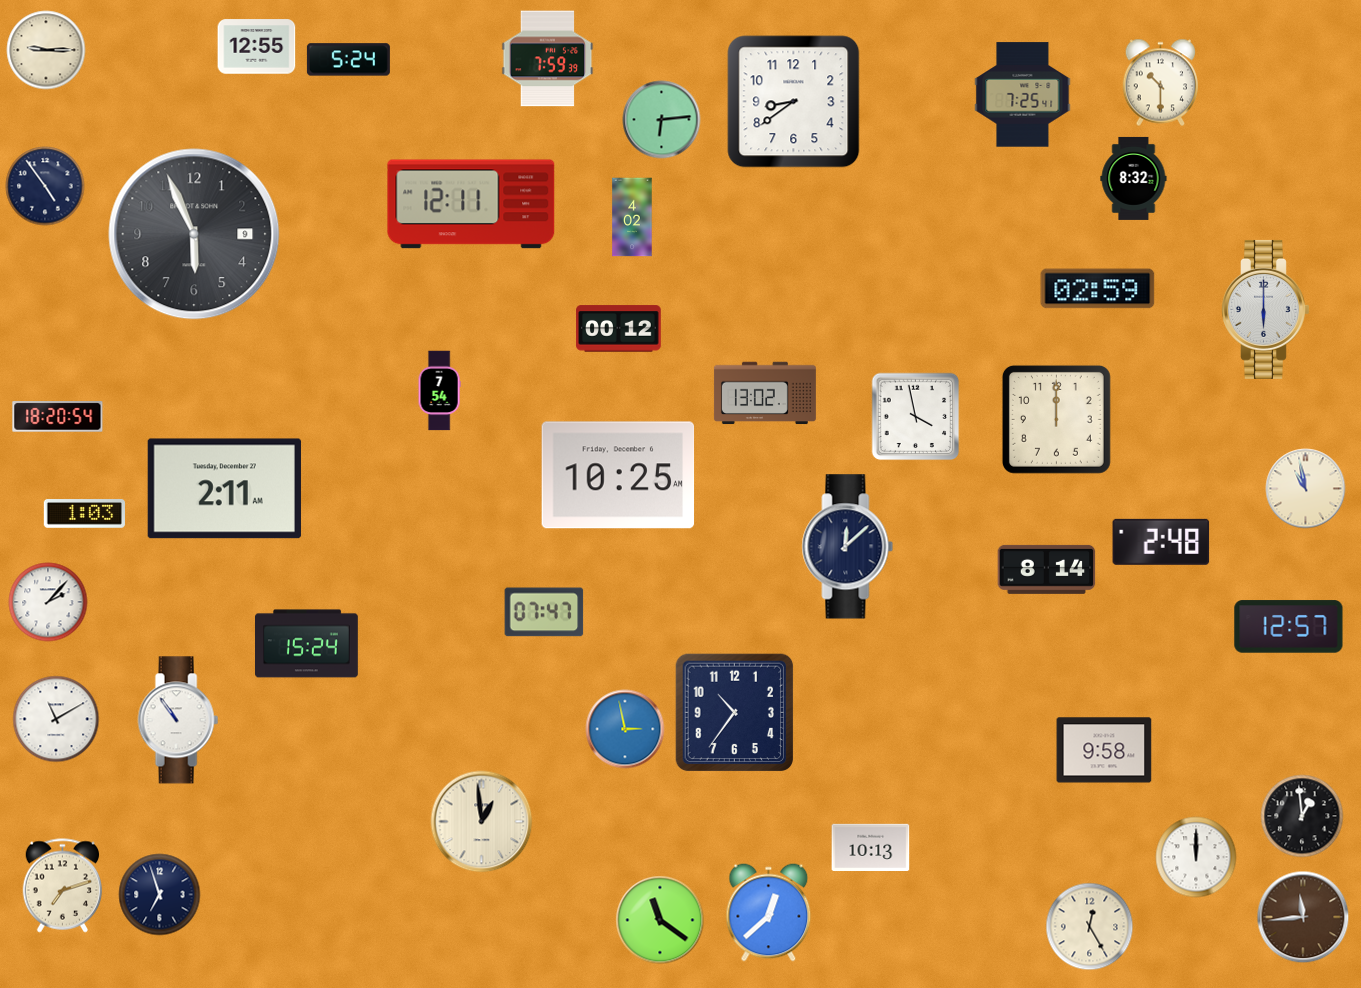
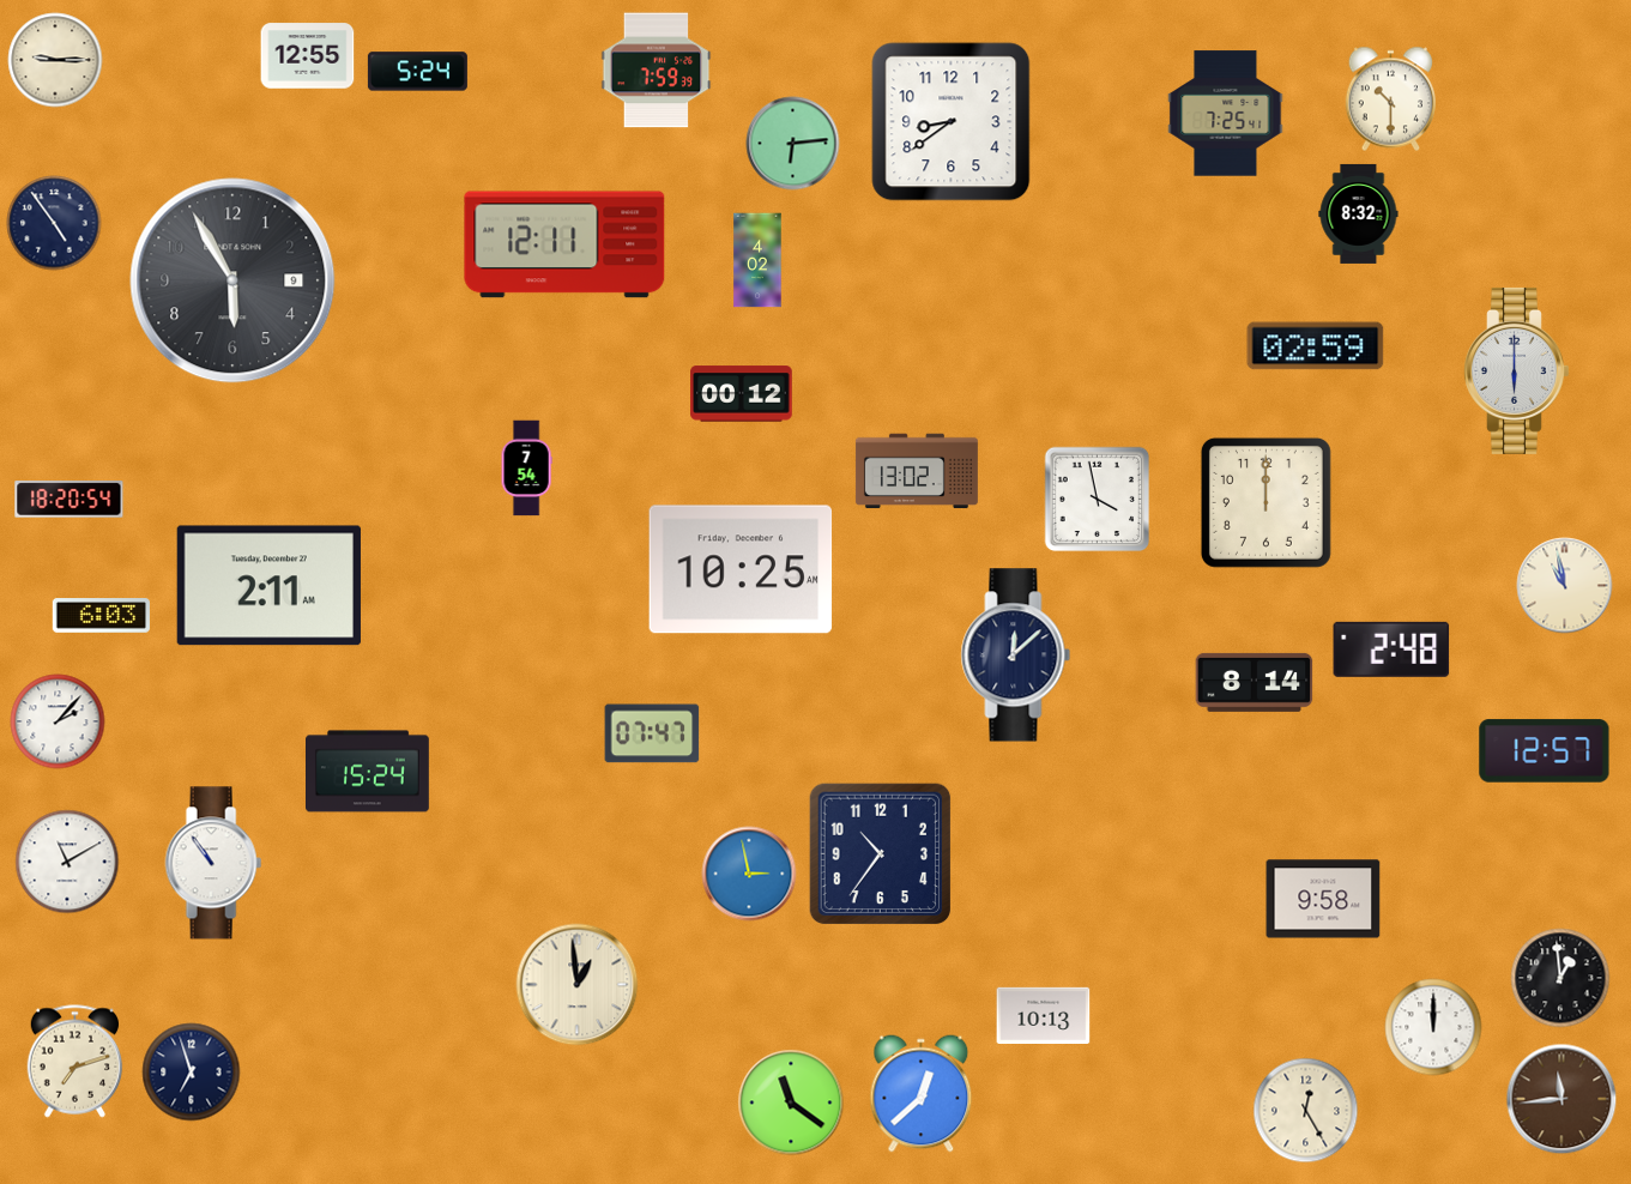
clock at (194, 234): 5:56 -> 5:55
clock at (84, 514): 1:03 -> 6:03
